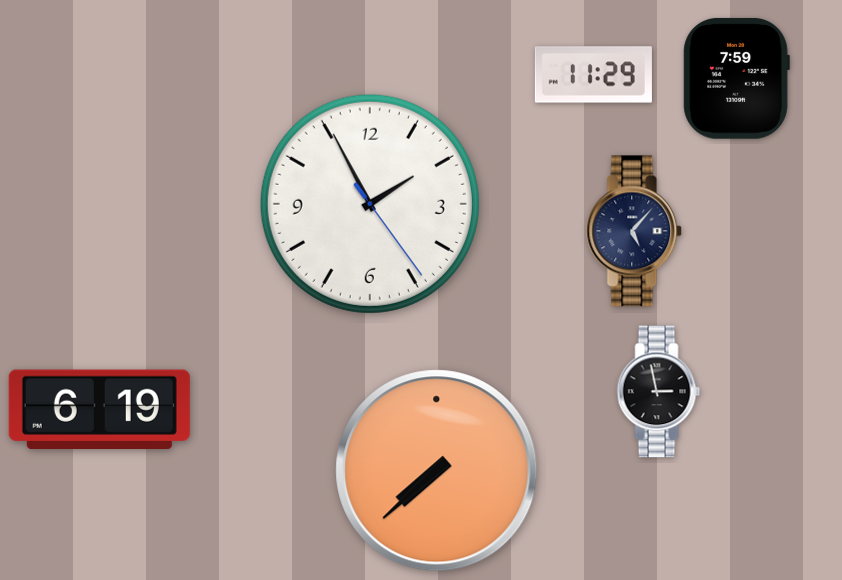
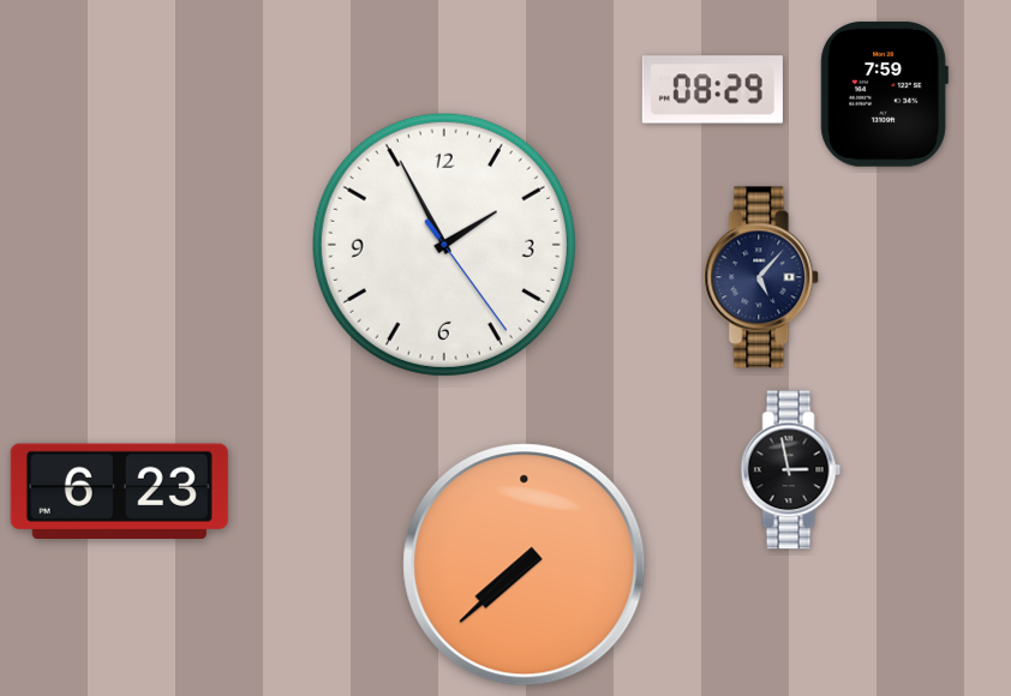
clock at (593, 75): 11:29 -> 08:29
clock at (99, 409): 6:19 -> 6:23
